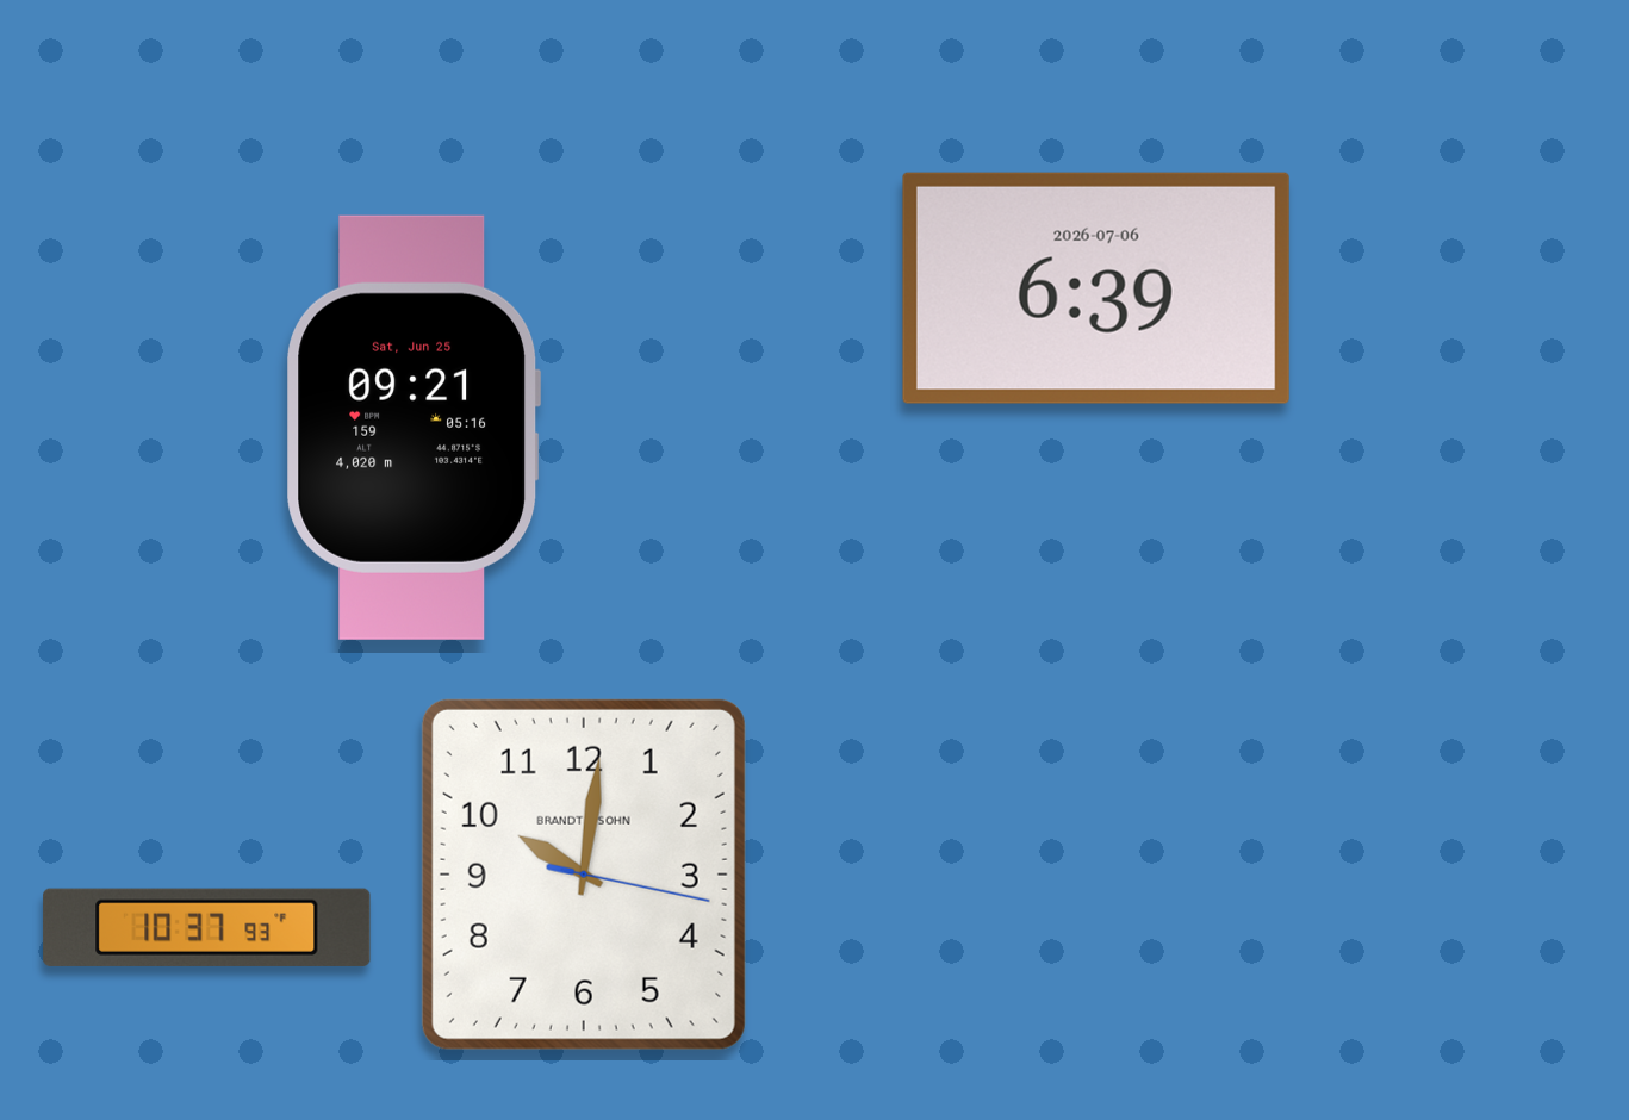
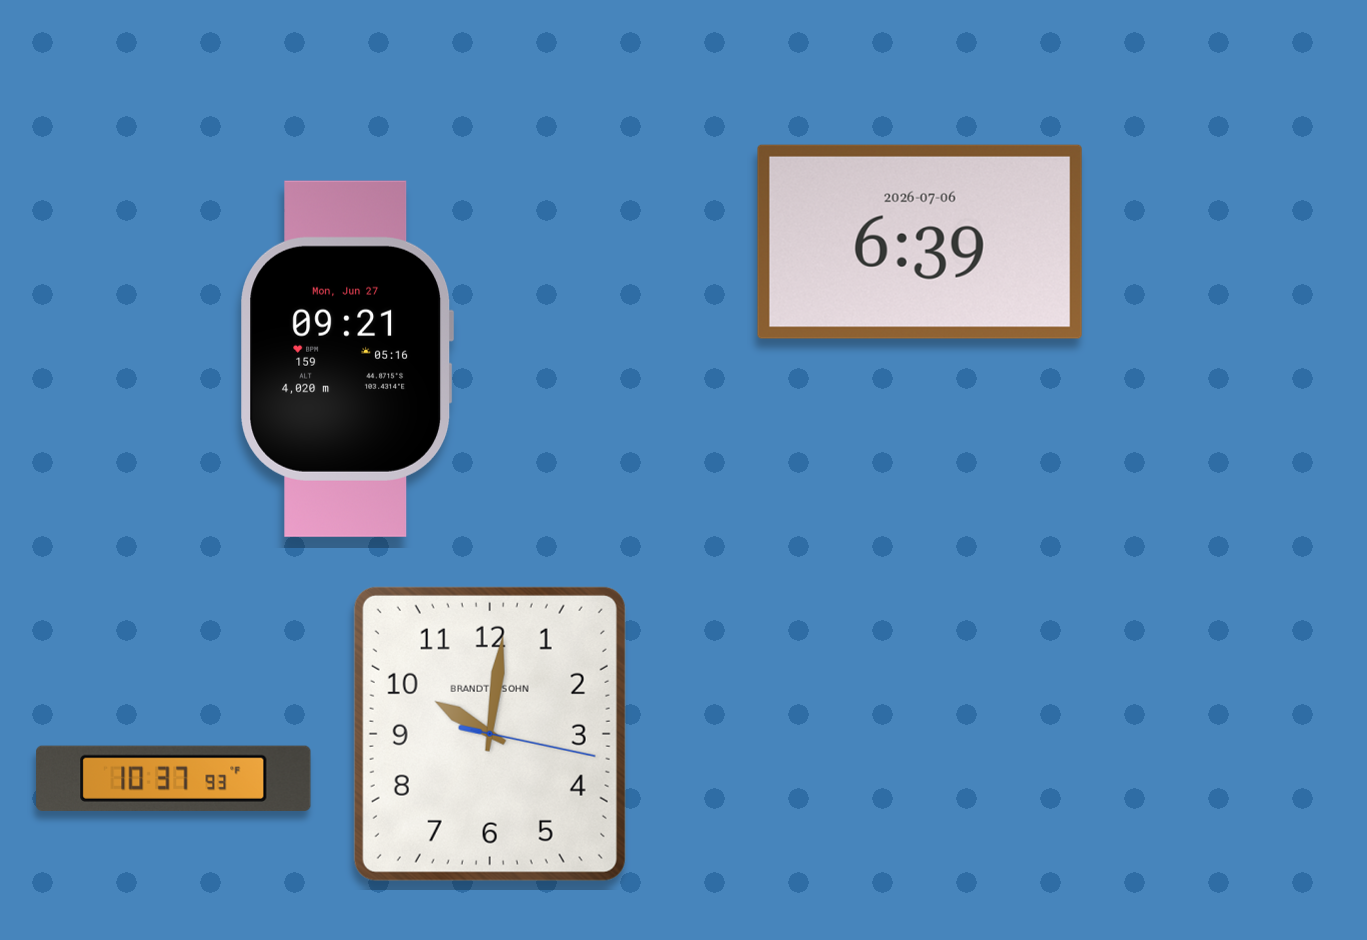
clock at (414, 428) date: Sat, Jun 25 -> Mon, Jun 27
